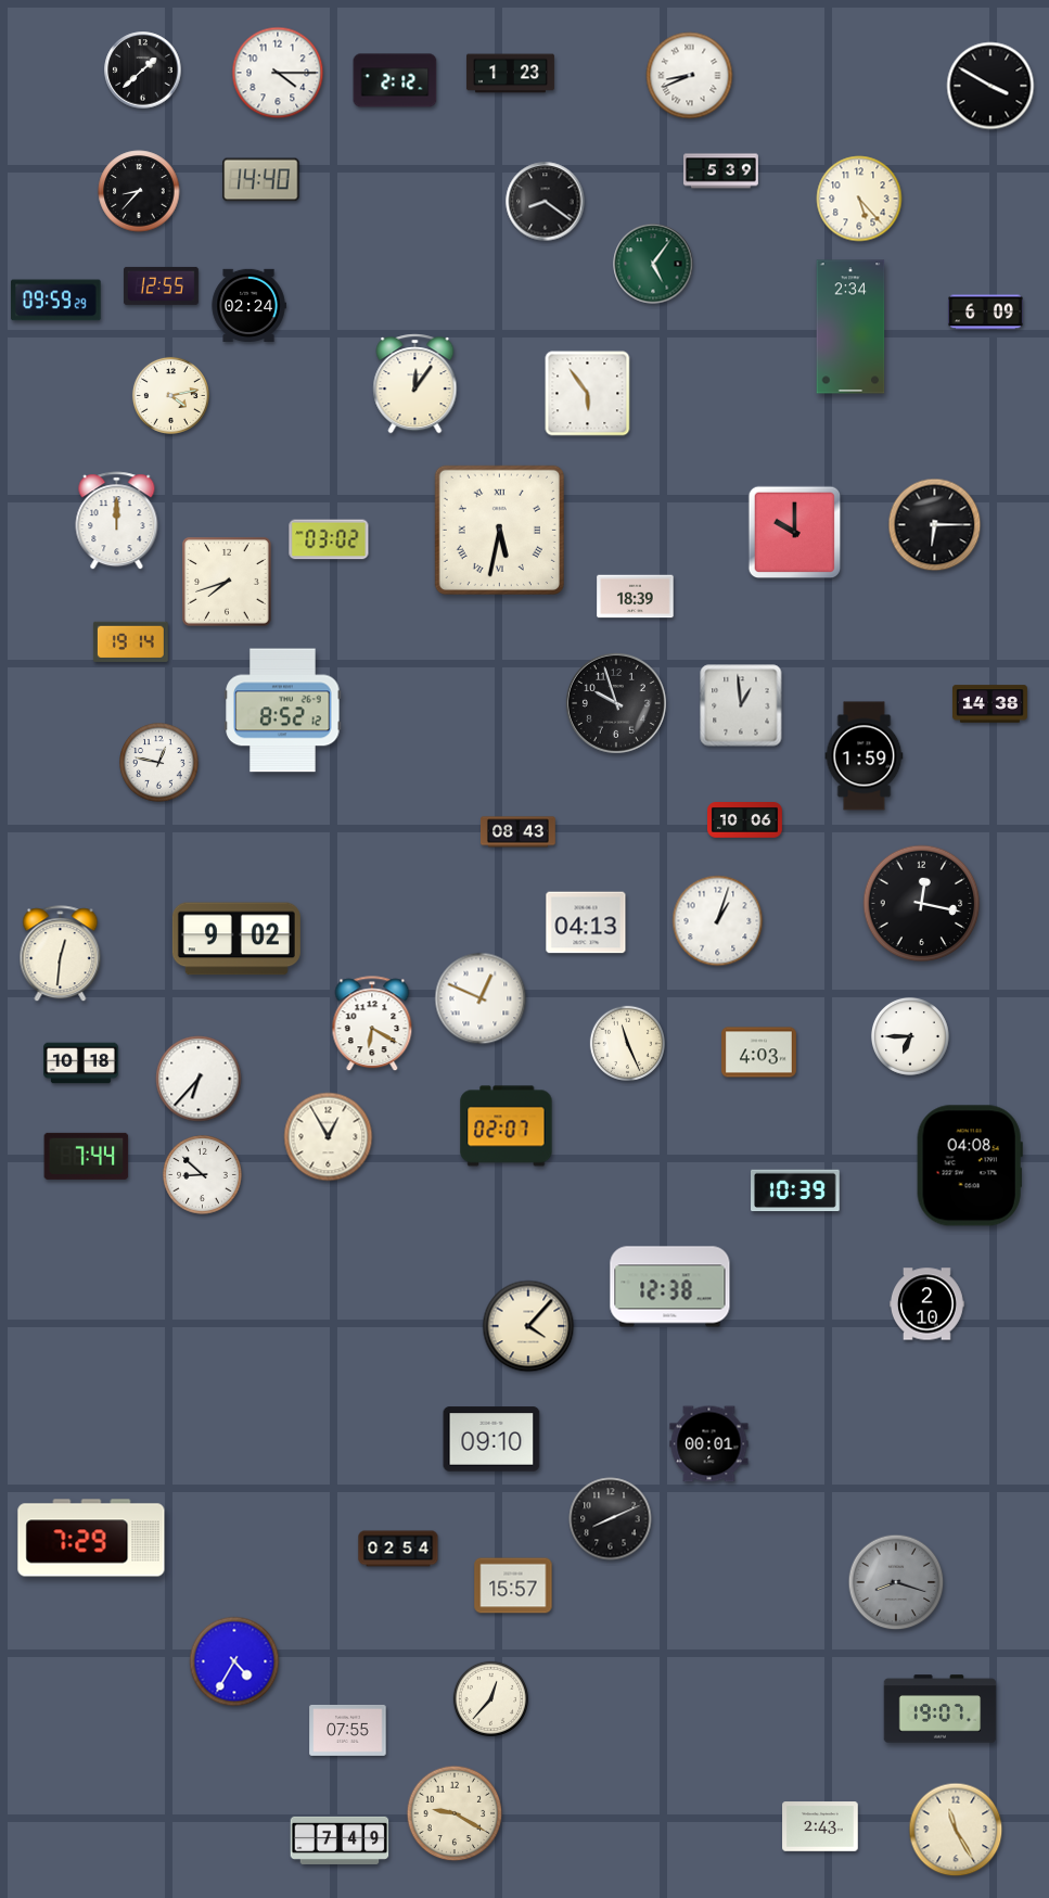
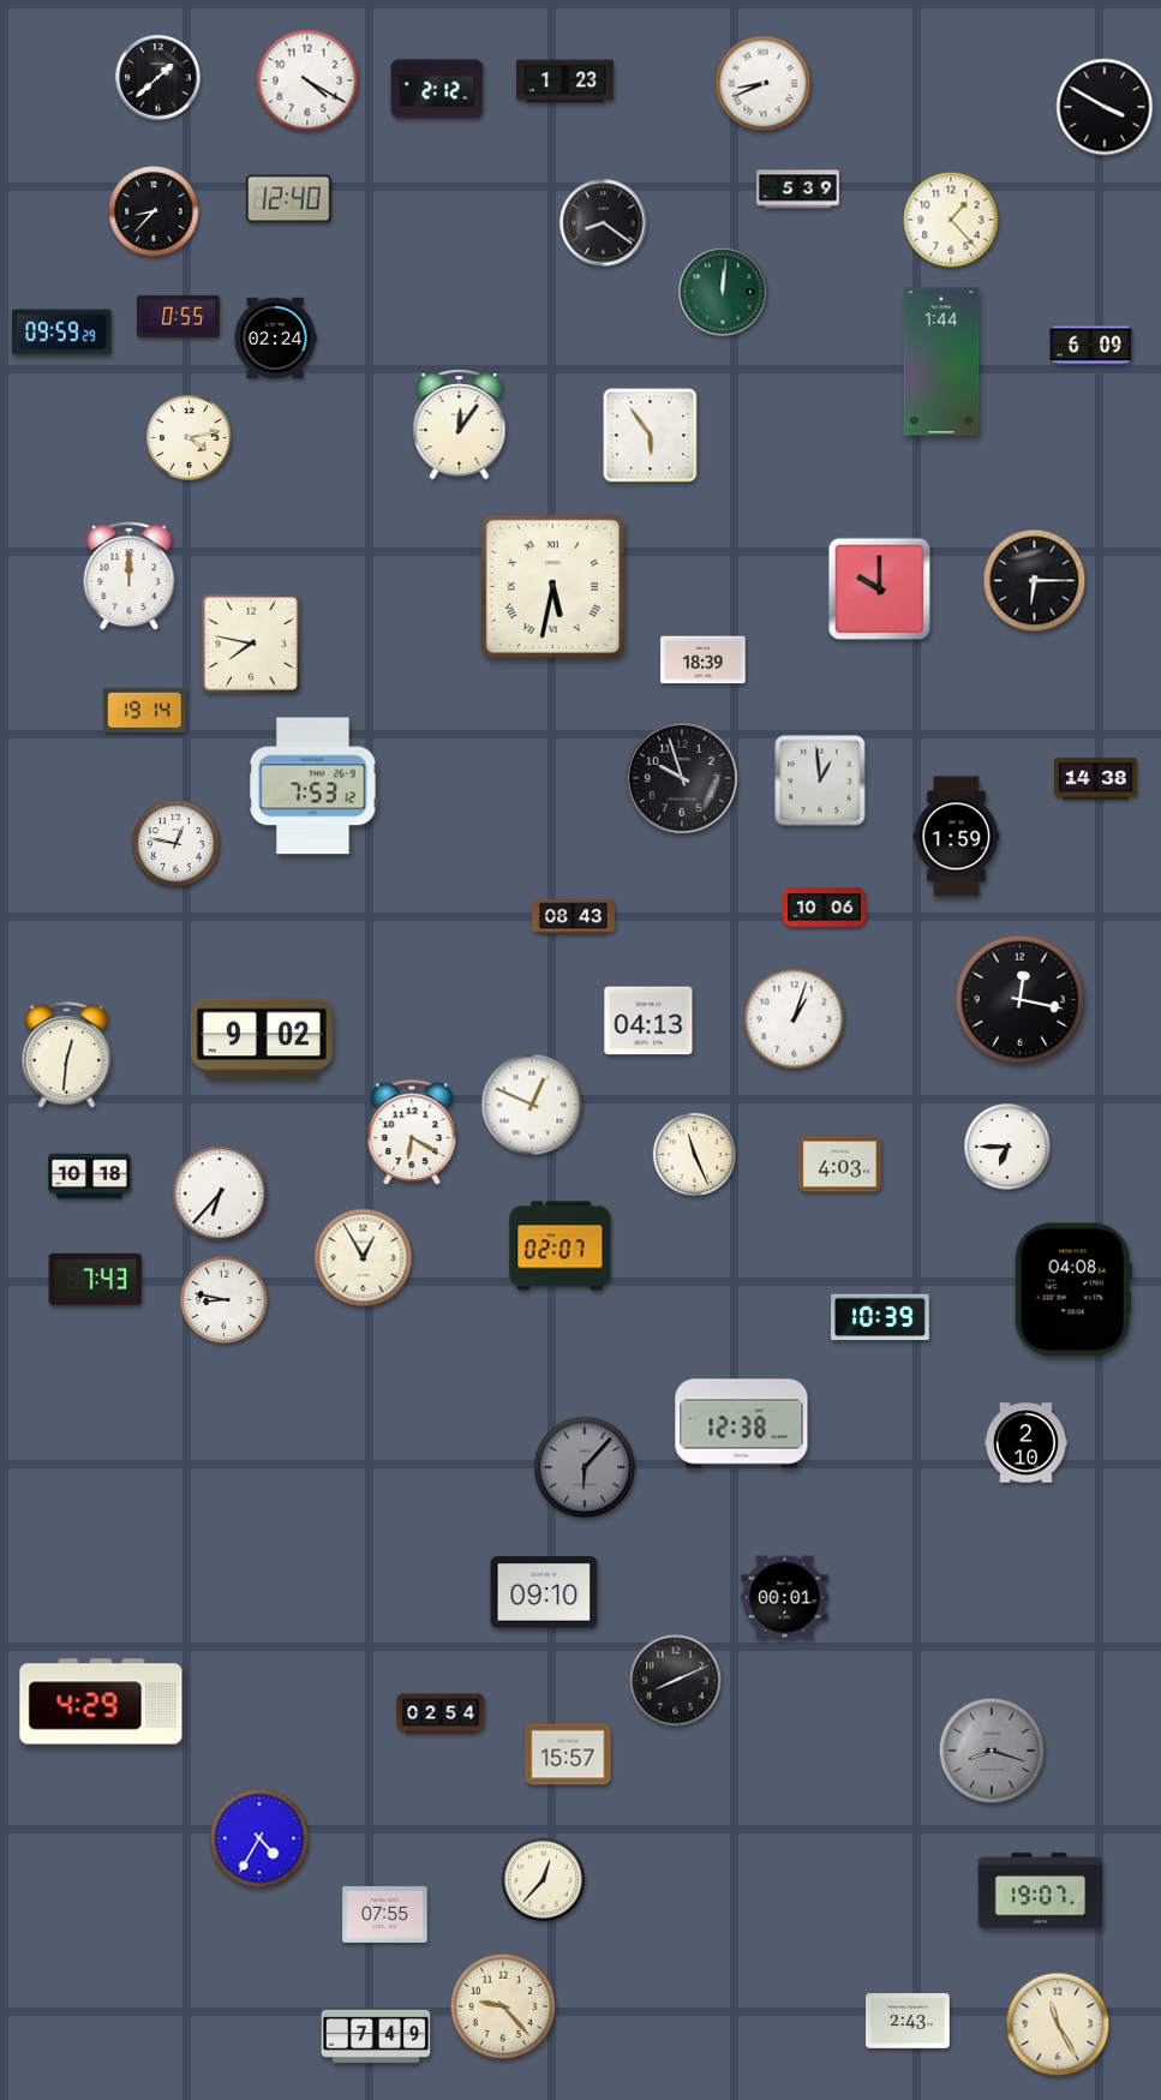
clock at (278, 73): 4:15 -> 4:20
clock at (990, 86) position: (990, 86) -> (1105, 107)
clock at (261, 180): 14:40 -> 12:40
clock at (859, 199): 5:23 -> 1:23
clock at (653, 264): 5:06 -> 12:01
clock at (161, 285): 12:55 -> 0:55
clock at (850, 327): 2:34 -> 1:44
clock at (329, 539): 03:02 -> none
clock at (227, 582): 7:42 -> 7:47
clock at (283, 711): 8:52 -> 7:53
clock at (517, 832) position: (517, 832) -> (573, 917)
clock at (87, 1156): 7:44 -> 7:43
clock at (203, 1175): 8:52 -> 8:47
clock at (528, 1326): 4:07 -> 6:07
clock at (528, 1326) dial: cream -> grey
clock at (91, 1538): 7:29 -> 4:29
clock at (455, 1813): 9:20 -> 9:23
